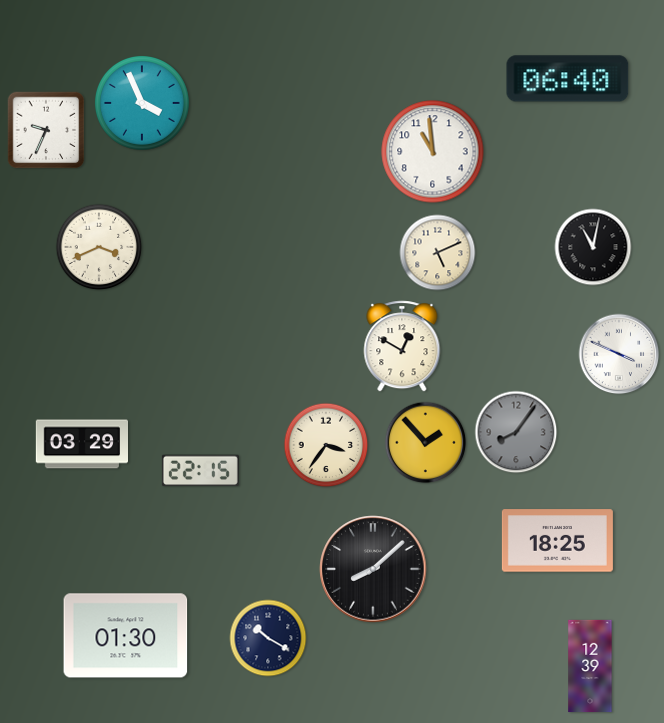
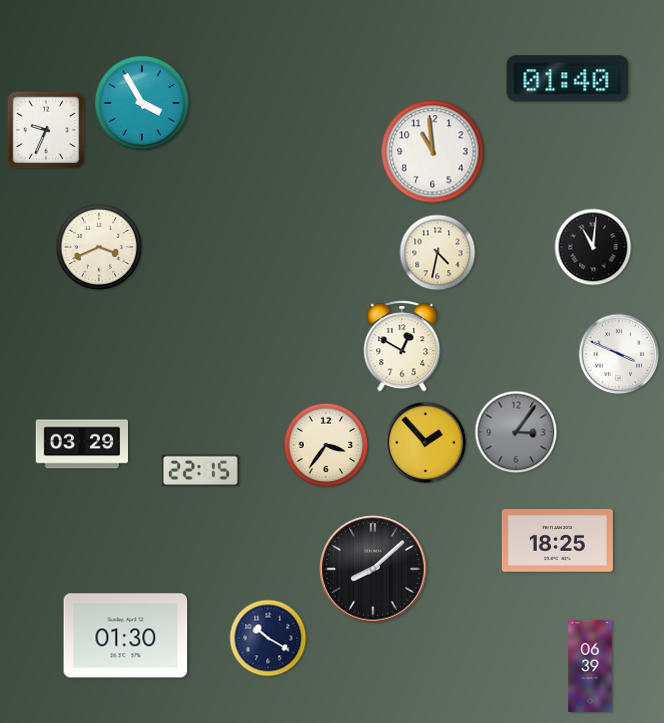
clock at (568, 79): 06:40 -> 01:40
clock at (143, 104): 3:56 -> 3:55
clock at (593, 247): 11:02 -> 11:01
clock at (438, 253): 5:11 -> 4:32
clock at (516, 432): 8:06 -> 3:06
clock at (590, 666): 12:39 -> 06:39
